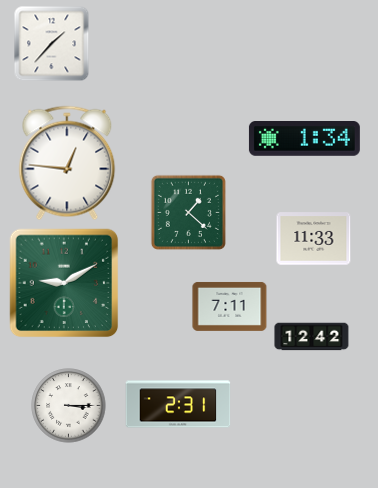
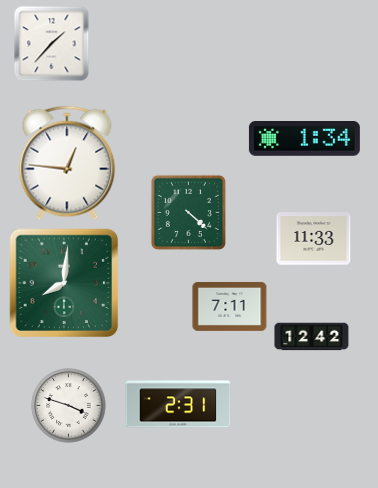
clock at (188, 212): 1:22 -> 4:22
clock at (64, 283): 9:10 -> 8:01
clock at (69, 406): 3:15 -> 3:48
